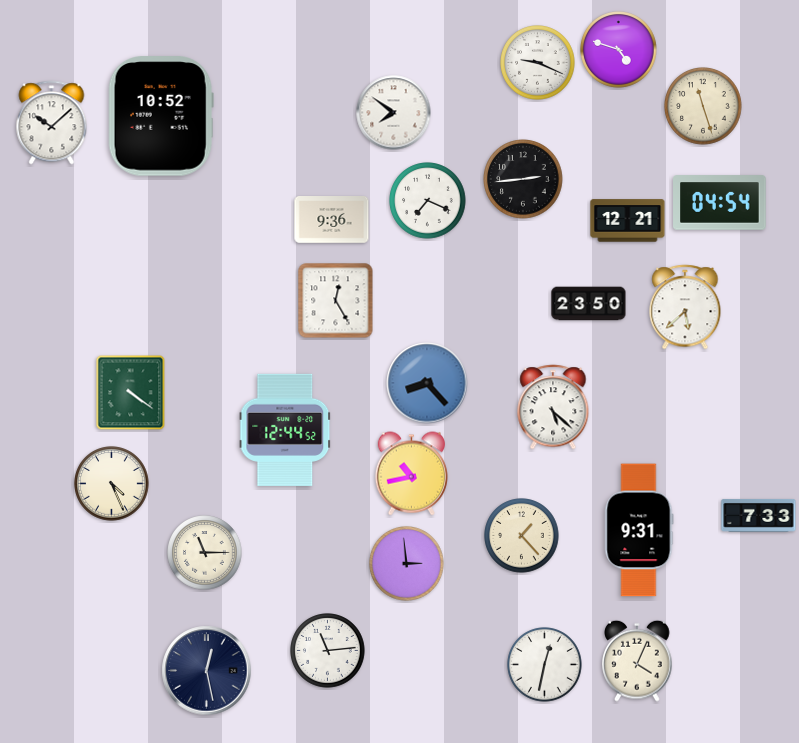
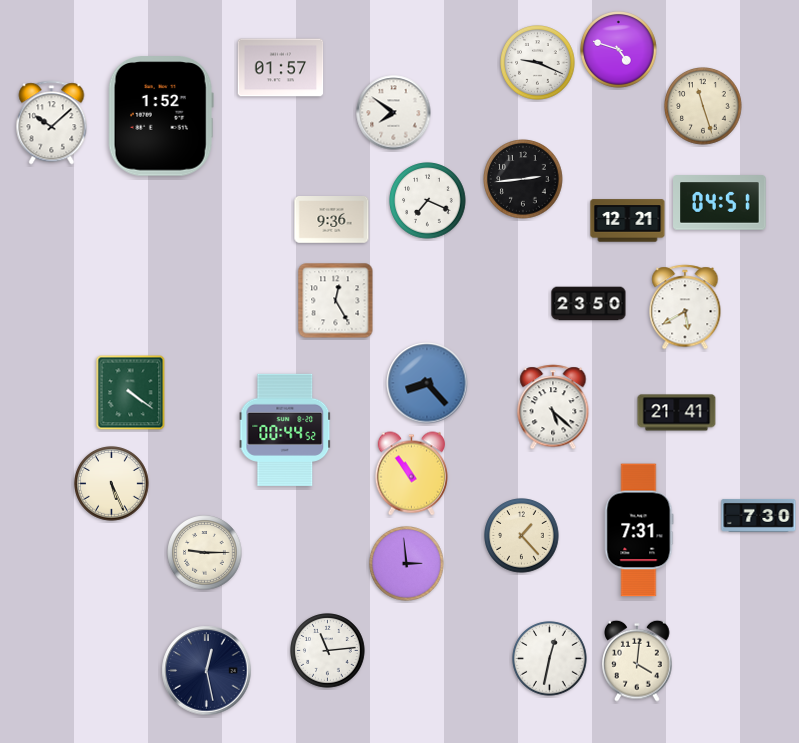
clock at (281, 68): none -> 01:57
clock at (161, 116): 10:52 -> 1:52
clock at (720, 203): 04:54 -> 04:51
clock at (685, 307): 5:38 -> 5:40
clock at (677, 413): none -> 21:41
clock at (285, 430): 12:44 -> 00:44
clock at (411, 474): 10:43 -> 10:54
clock at (112, 484): 4:26 -> 5:26
clock at (759, 515): 7:33 -> 7:30
clock at (639, 530): 9:31 -> 7:31
clock at (205, 553): 11:15 -> 9:15
clock at (637, 661): 4:04 -> 4:01
clock at (545, 665) position: (545, 665) -> (550, 659)
